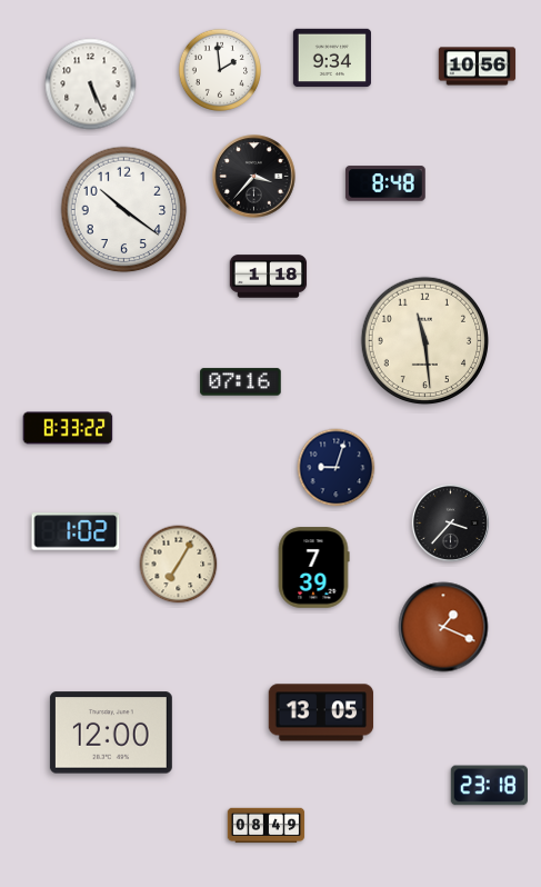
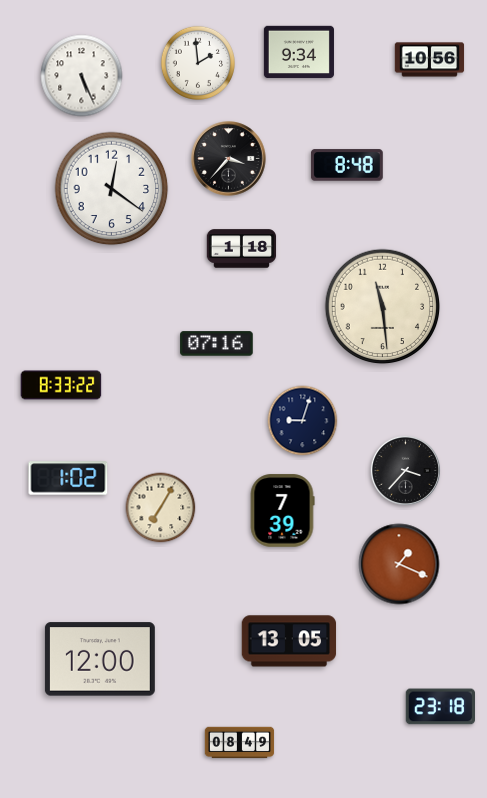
clock at (124, 210): 10:21 -> 12:21
